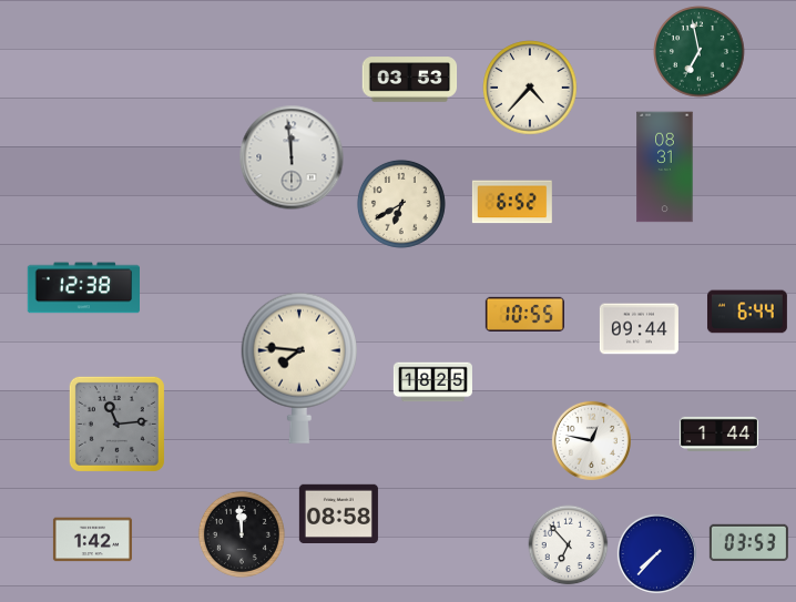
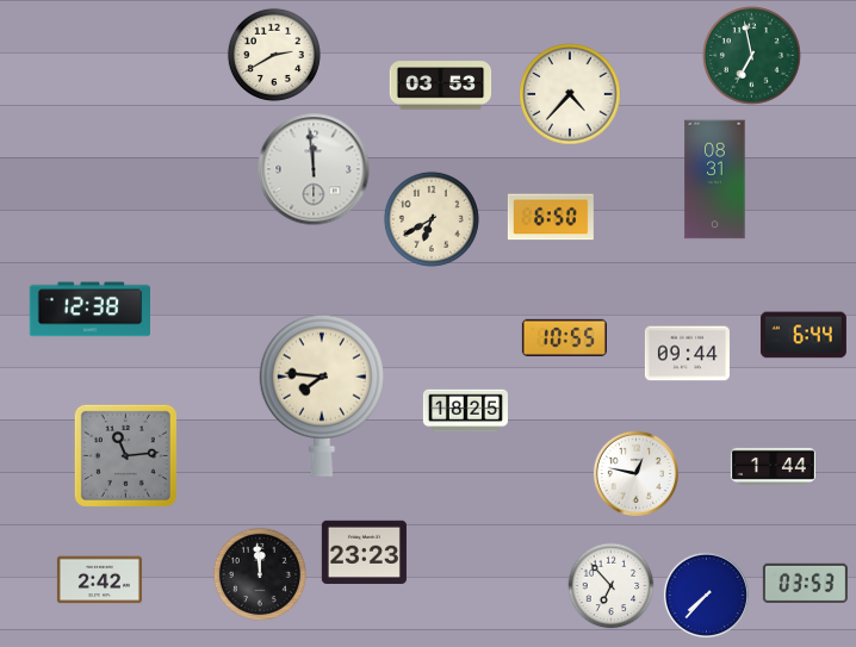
clock at (274, 55): none -> 2:40
clock at (512, 202): 6:52 -> 6:50
clock at (338, 513): 08:58 -> 23:23
clock at (92, 540): 1:42 -> 2:42
